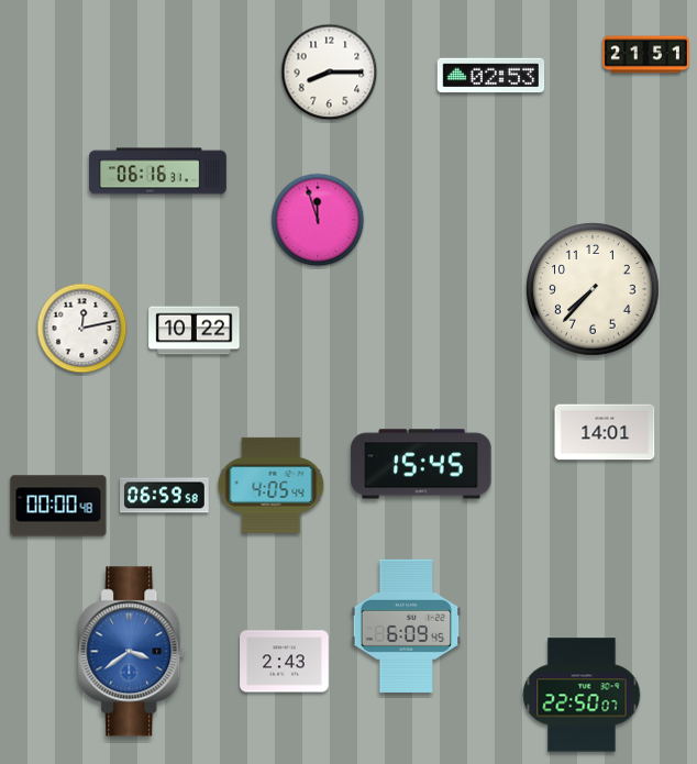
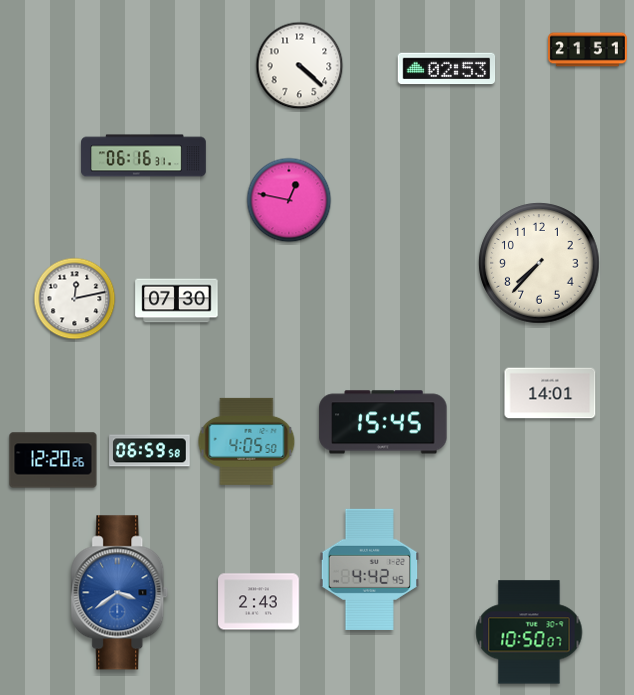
clock at (330, 73): 8:15 -> 4:22
clock at (318, 220): 11:57 -> 12:47
clock at (195, 331): 10:22 -> 07:30
clock at (272, 485): 4:05:44 -> 4:05:50
clock at (58, 506): 00:00 -> 12:20
clock at (407, 625): 6:09 -> 4:42
clock at (582, 695): 22:50 -> 10:50
